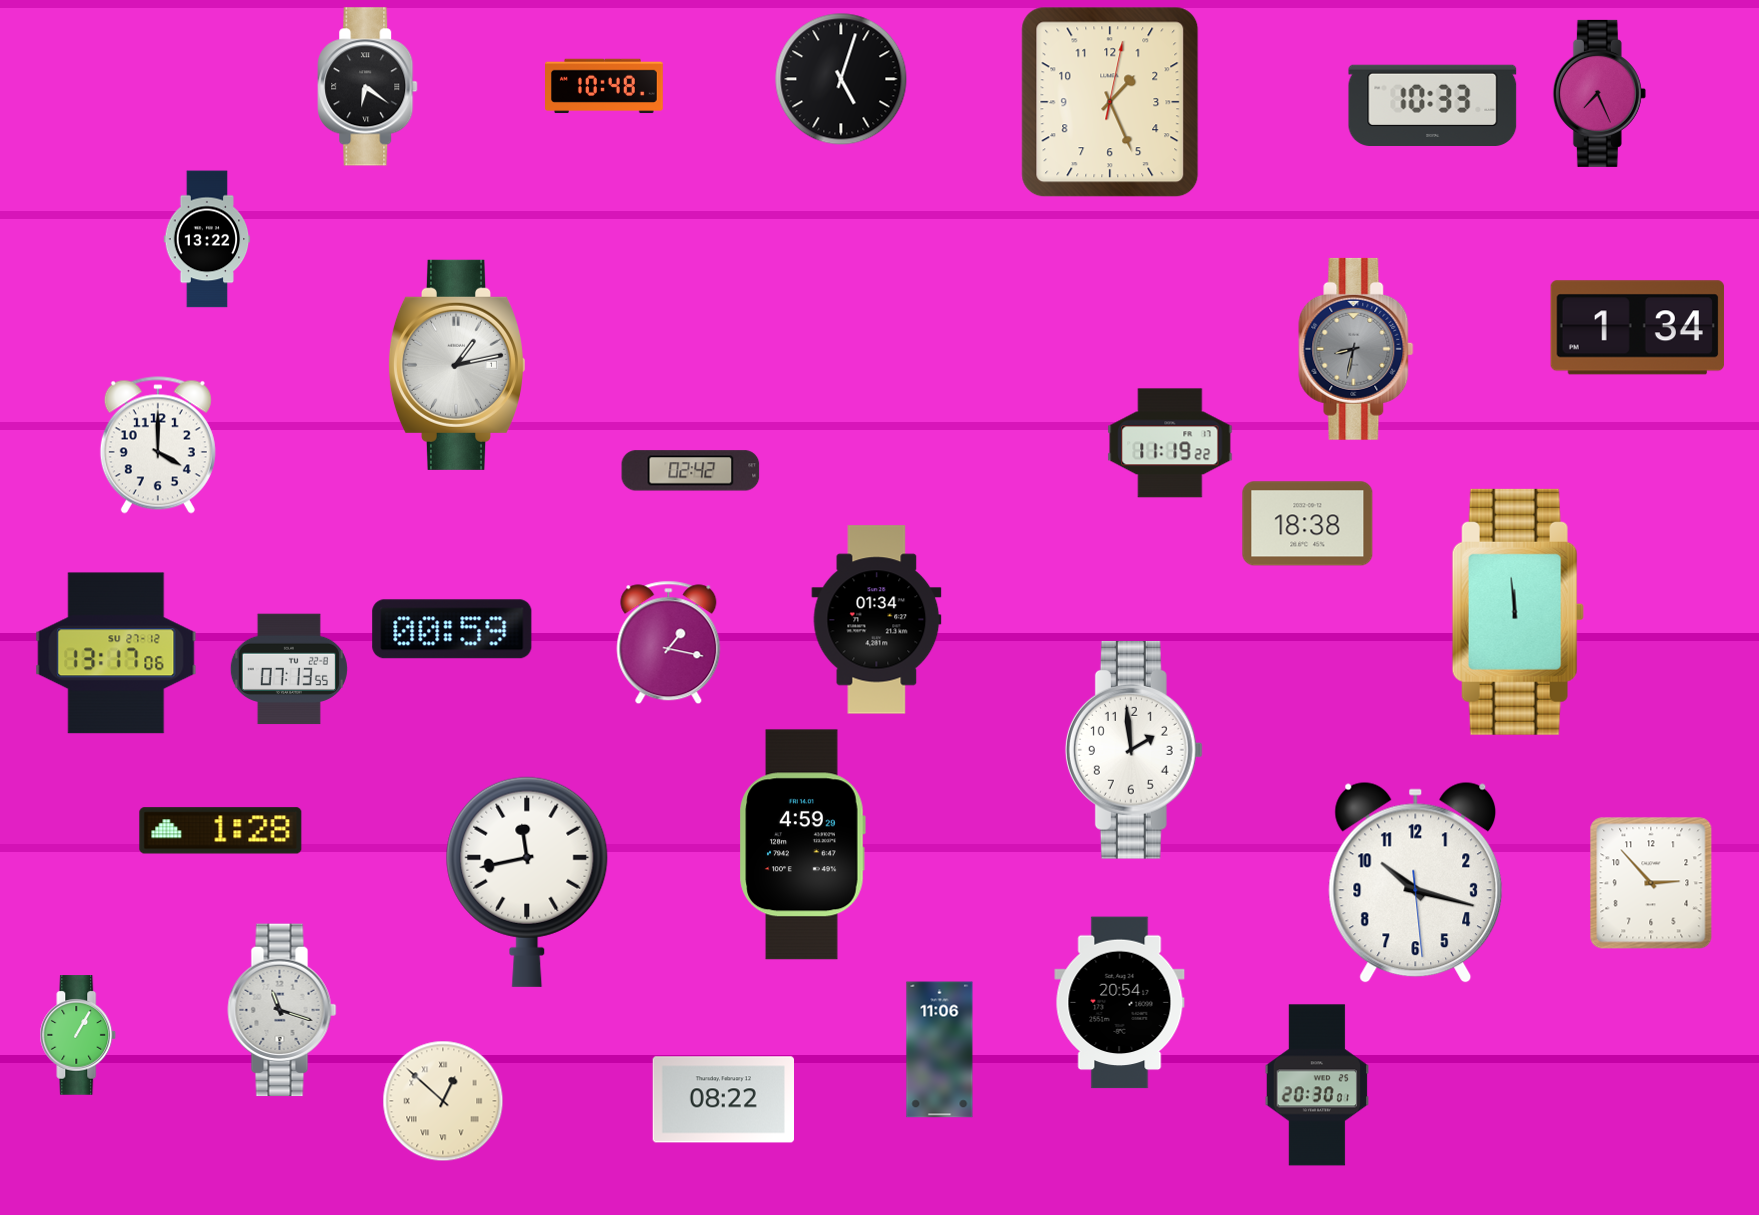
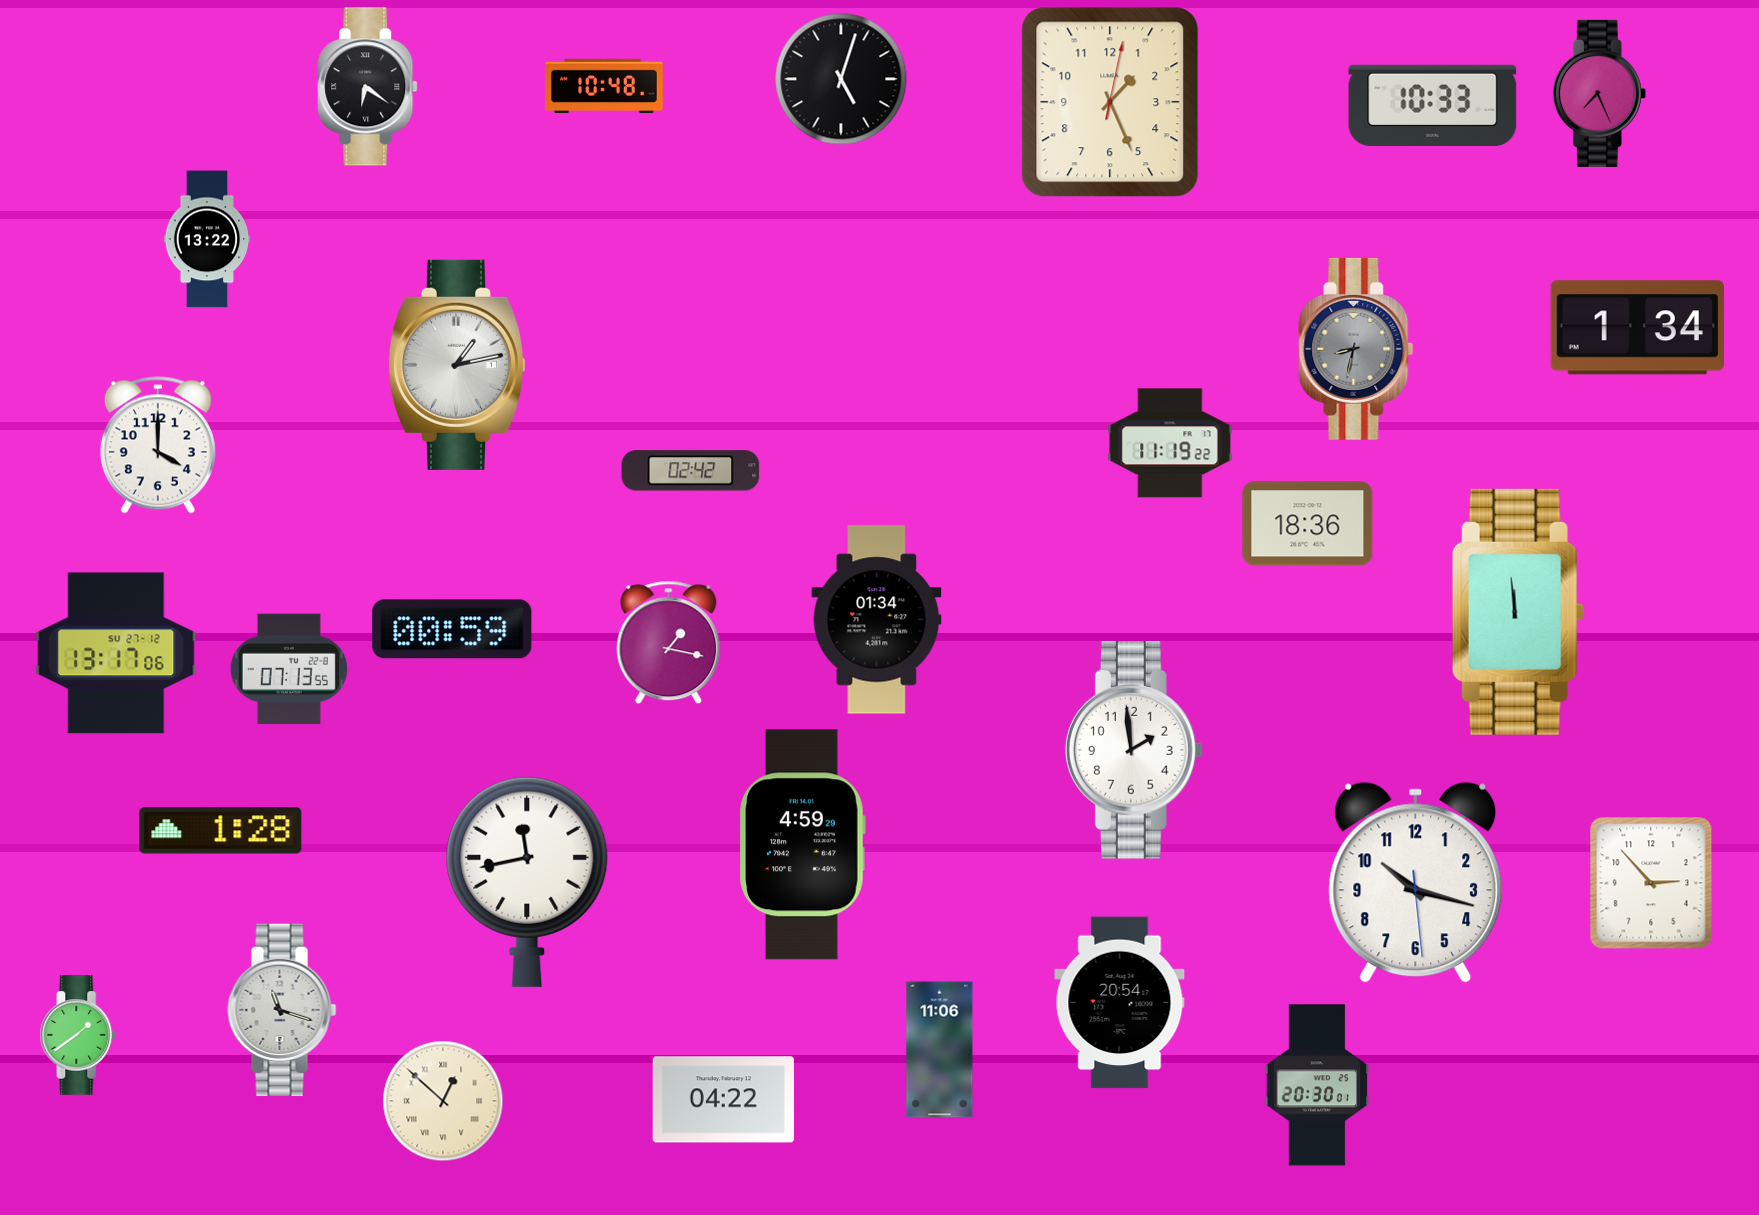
clock at (1308, 524): 18:38 -> 18:36
clock at (78, 1035): 1:05 -> 1:39
clock at (723, 1100): 08:22 -> 04:22
